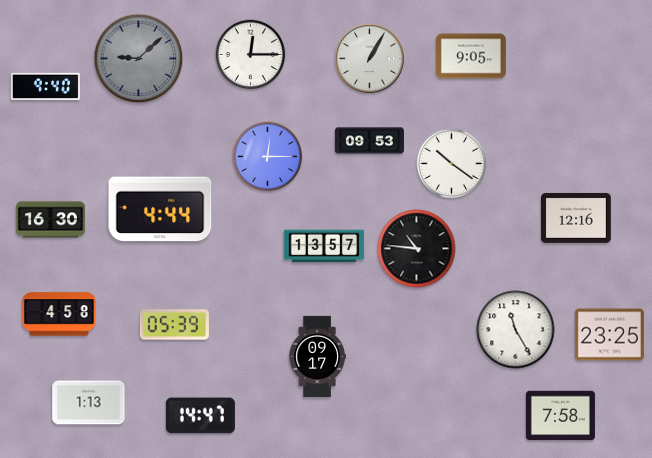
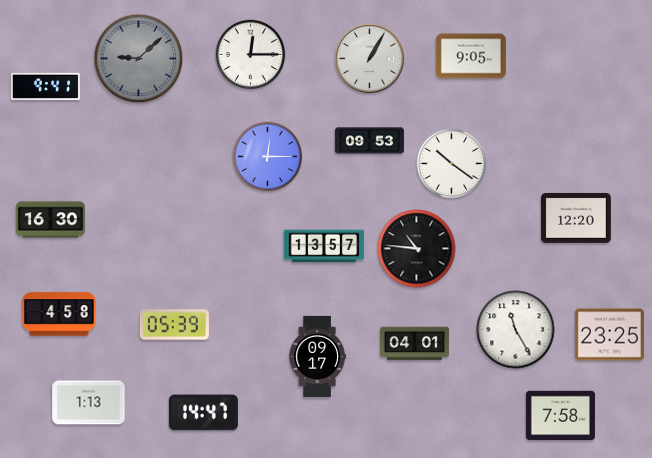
clock at (45, 87): 9:40 -> 9:41
clock at (160, 209): 4:44 -> none
clock at (576, 218): 12:16 -> 12:20
clock at (414, 344): none -> 04:01
clock at (200, 416) position: (200, 416) -> (203, 413)
